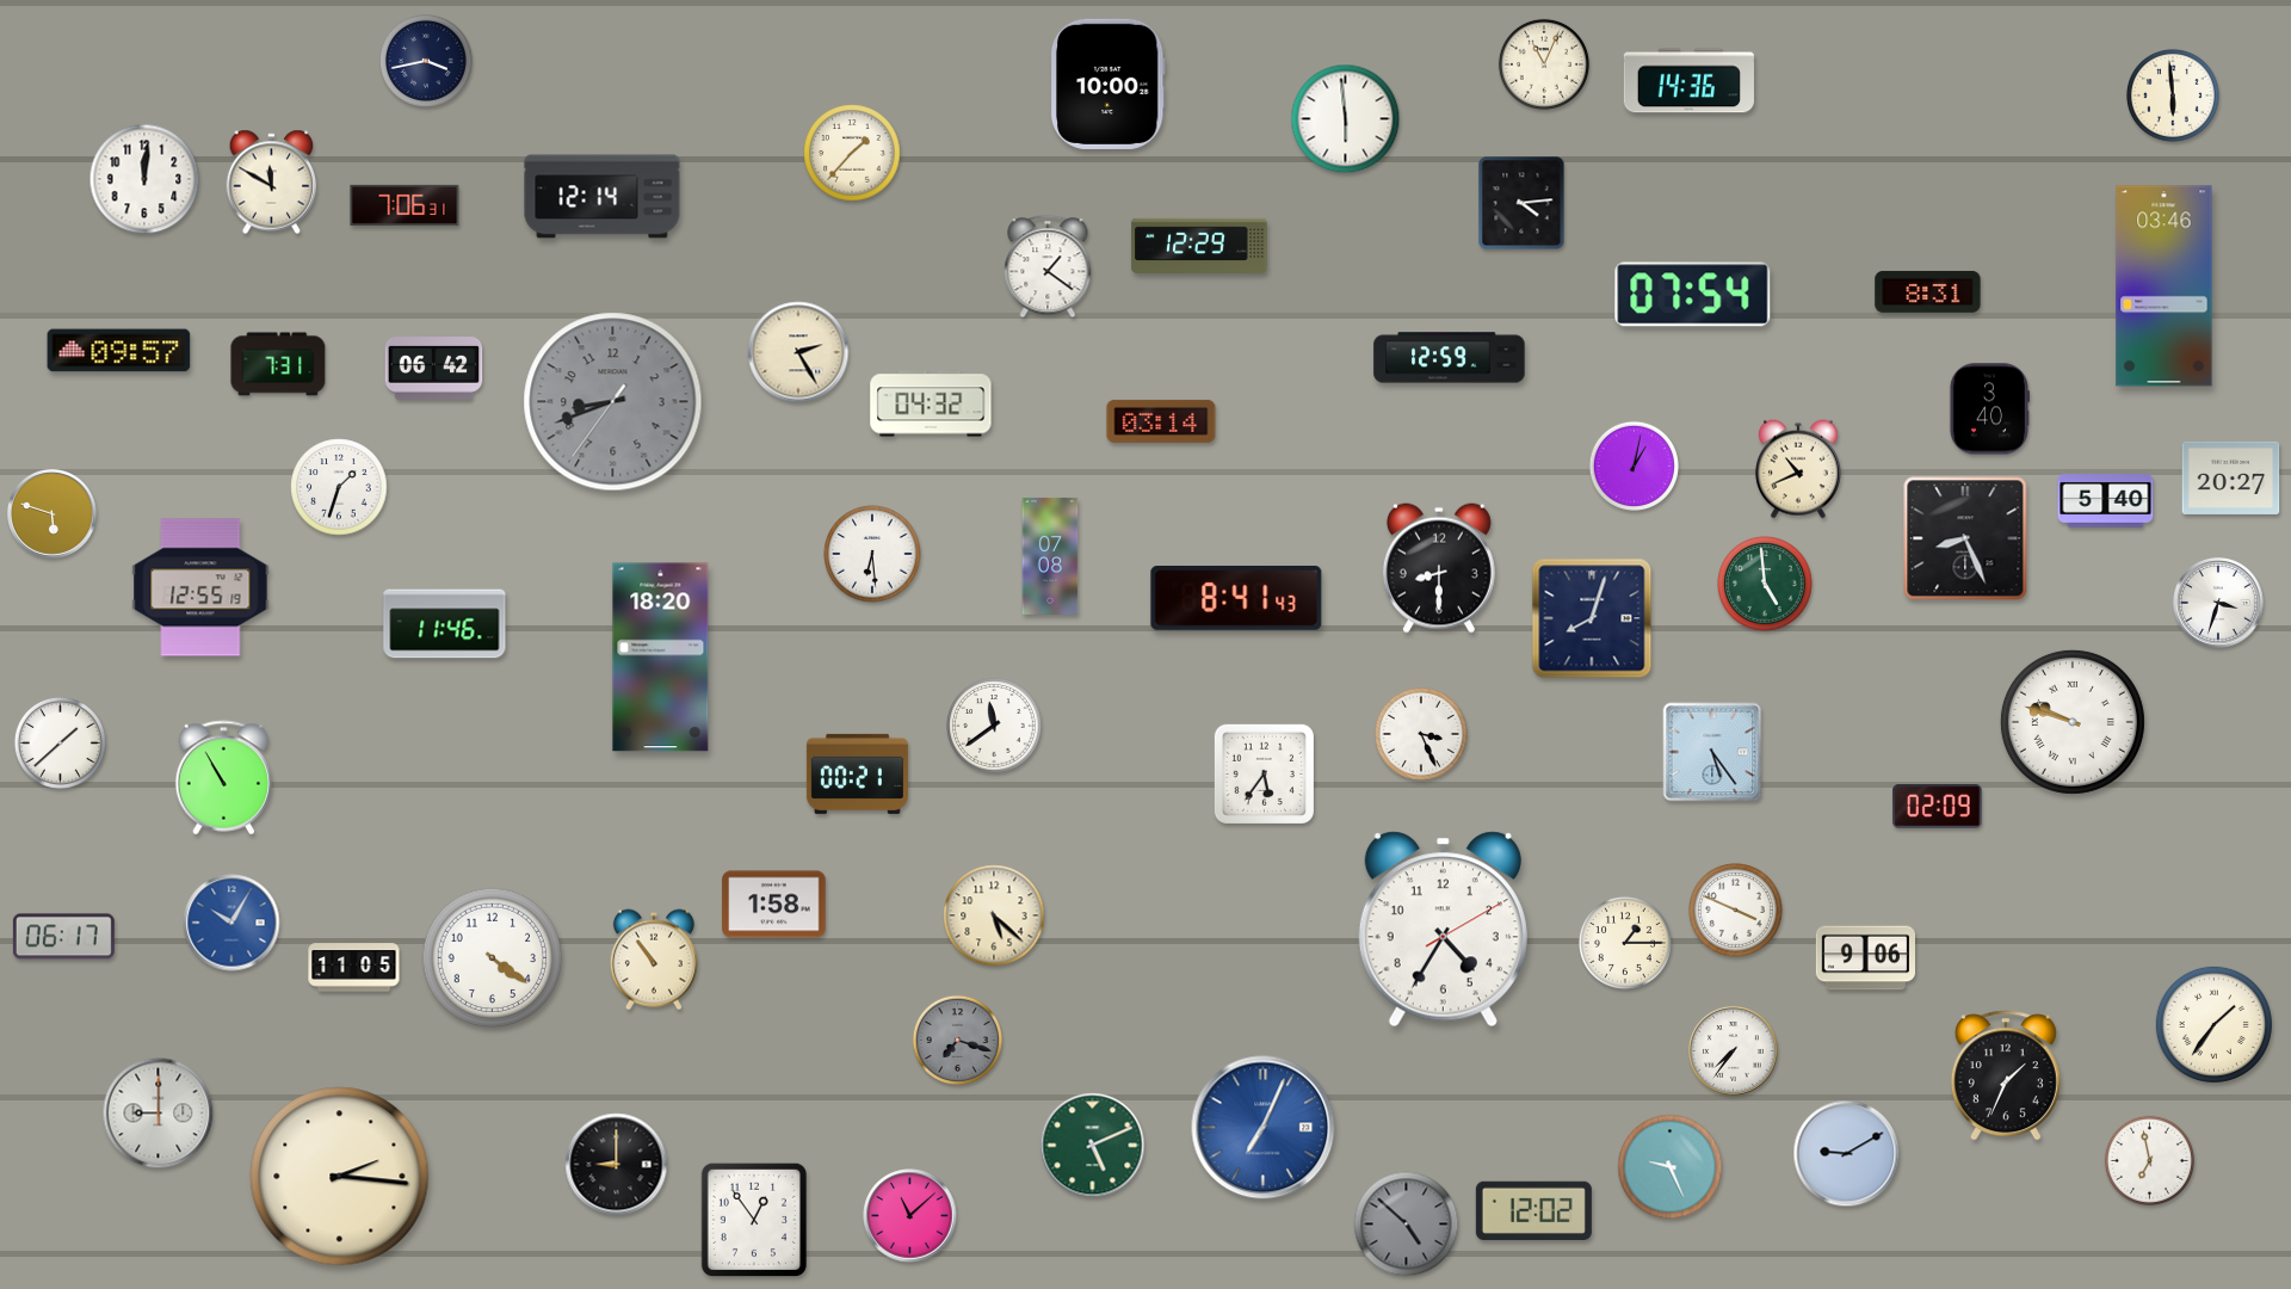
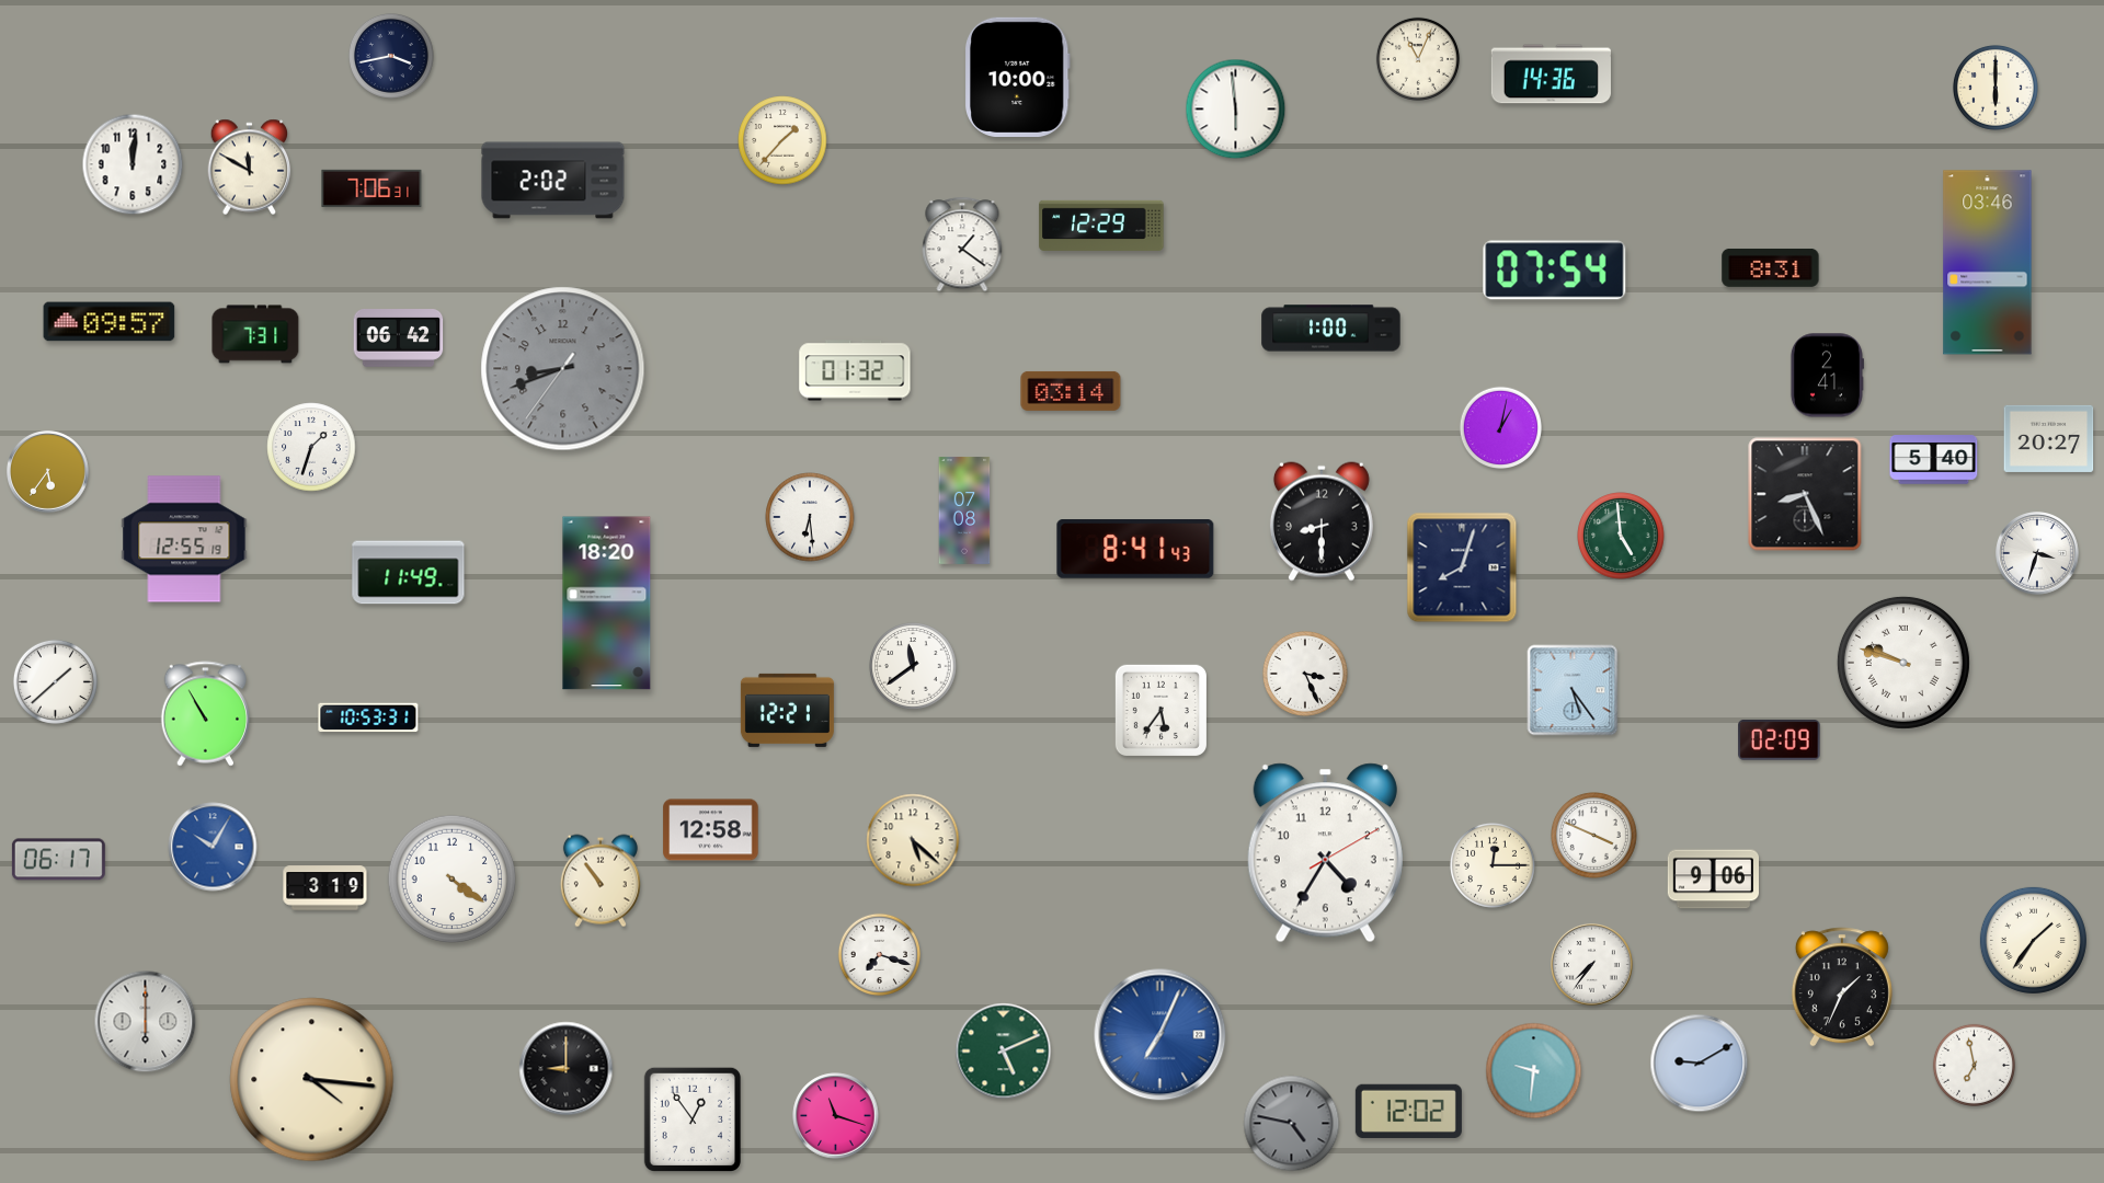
clock at (2173, 95): 5:59 -> 6:00
clock at (603, 197): 12:14 -> 2:02
clock at (1521, 203): 4:14 -> none
clock at (798, 352): 2:25 -> none
clock at (1450, 358): 12:59 -> 1:00
clock at (931, 403): 04:32 -> 01:32
clock at (1989, 409): 3:40 -> 2:41
clock at (1161, 421) position: (1161, 421) -> (1071, 391)
clock at (1798, 469): 10:41 -> none
clock at (53, 514): 5:48 -> 5:36
clock at (872, 554) position: (872, 554) -> (810, 517)
clock at (445, 624): 11:46 -> 11:49
clock at (857, 773): 00:21 -> 12:21
clock at (368, 717): none -> 10:53
clock at (774, 905): 1:58 -> 12:58
clock at (1625, 943): 1:15 -> 12:15
clock at (354, 968): 11:05 -> 3:19
clock at (957, 1040) dial: grey -> white
clock at (159, 1114): 9:00 -> 6:00
clock at (1847, 1154) position: (1847, 1154) -> (1700, 1064)
clock at (1671, 1167): 9:26 -> 9:31
clock at (340, 1177): 2:16 -> 4:16
clock at (910, 1216): 11:08 -> 11:18
clock at (1407, 1225): 4:52 -> 4:47
